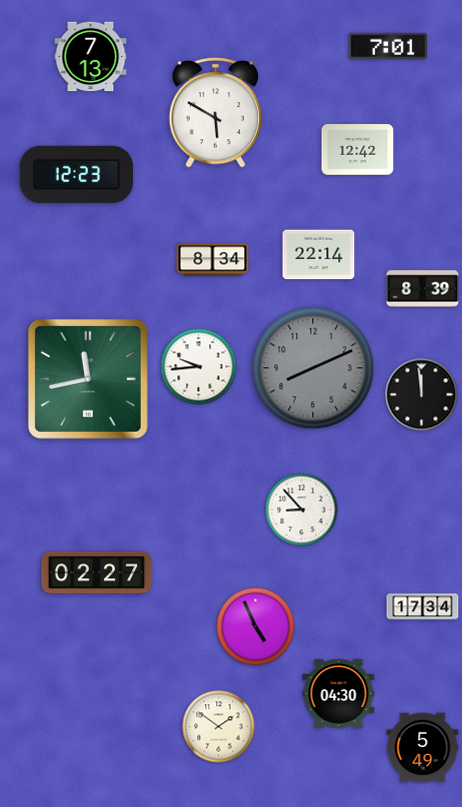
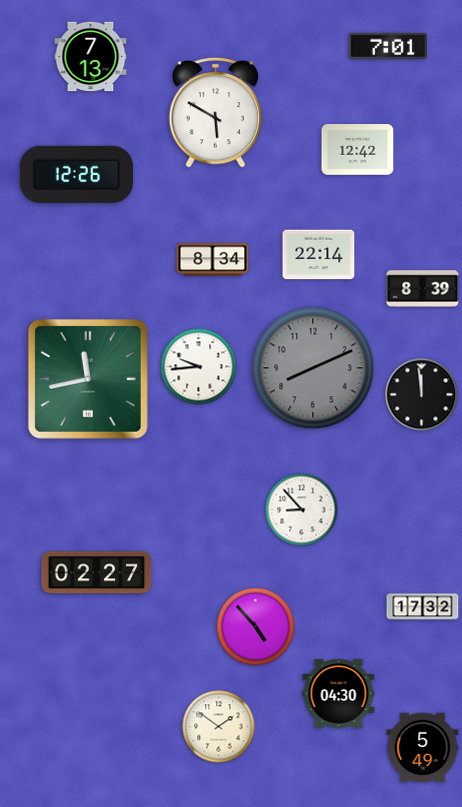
clock at (76, 174): 12:23 -> 12:26
clock at (423, 607): 17:34 -> 17:32
clock at (256, 627): 4:56 -> 4:53
